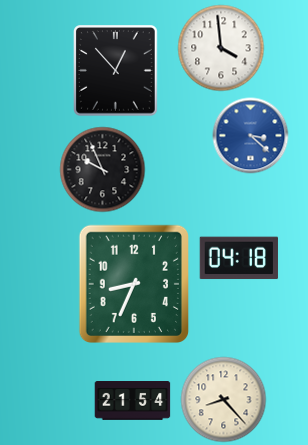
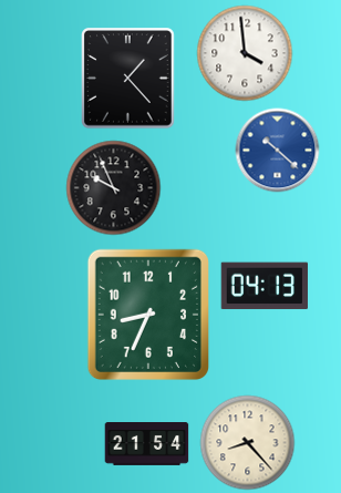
clock at (116, 71): 12:53 -> 1:23
clock at (251, 136): 3:22 -> 10:22
clock at (239, 258): 04:18 -> 04:13
